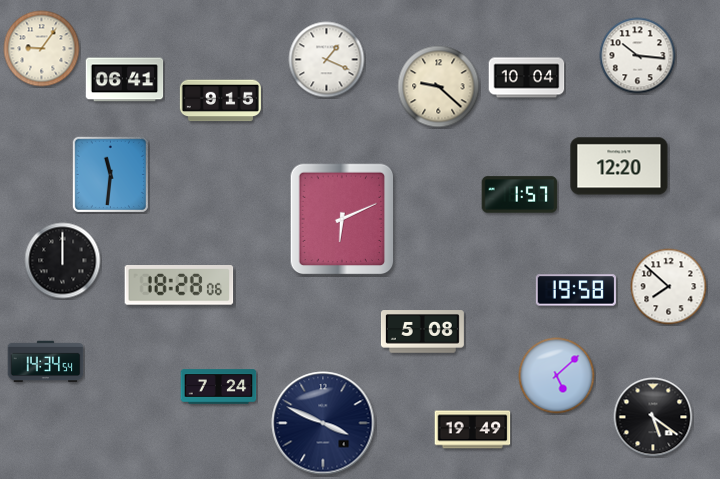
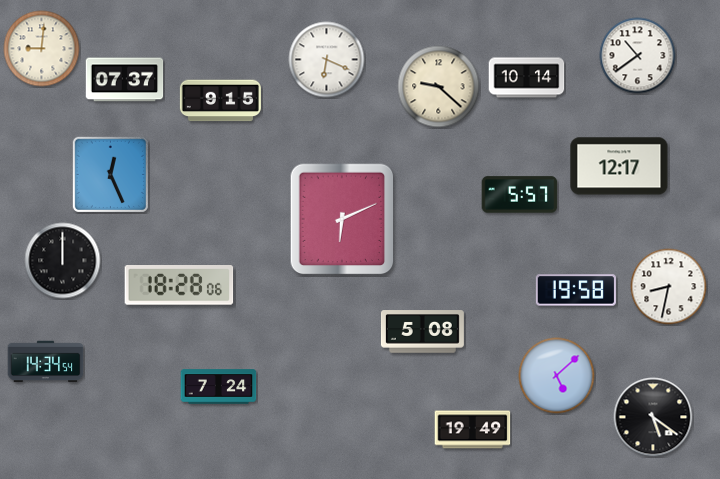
clock at (42, 49): 9:06 -> 9:01
clock at (638, 56): 10:16 -> 10:39
clock at (327, 60): 1:19 -> 6:19
clock at (527, 78): 10:04 -> 10:14
clock at (125, 80): 06:41 -> 07:37
clock at (619, 166): 12:20 -> 12:17
clock at (110, 174): 11:31 -> 12:26
clock at (520, 195): 1:57 -> 5:57
clock at (669, 287): 7:52 -> 8:32
clock at (323, 423): 3:49 -> none
